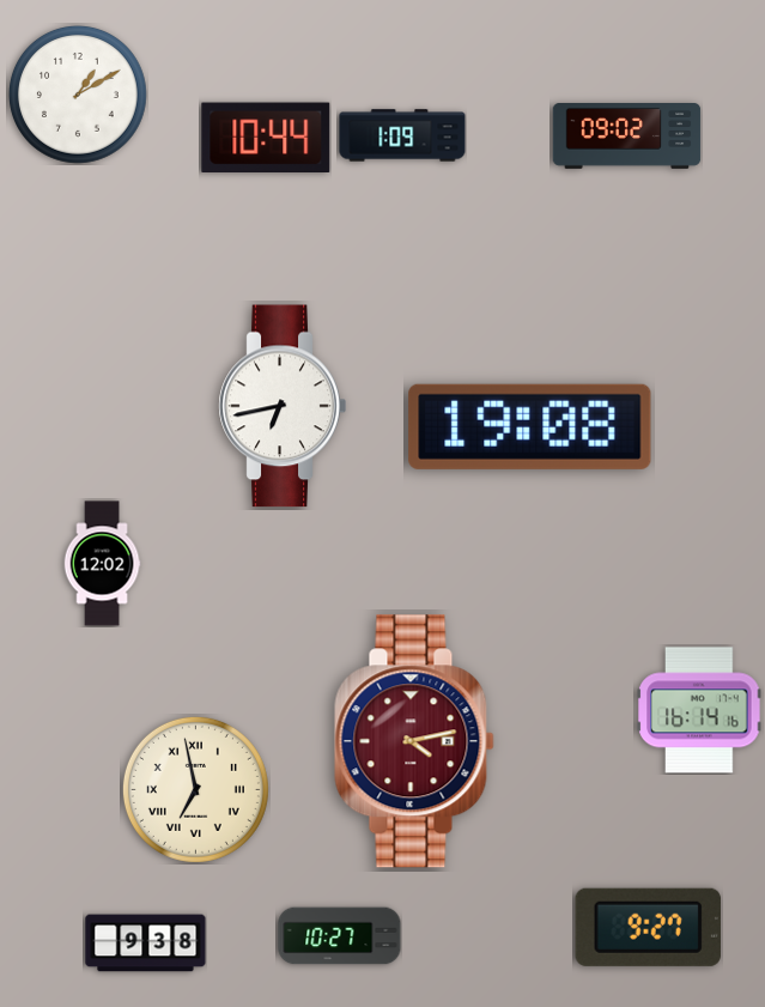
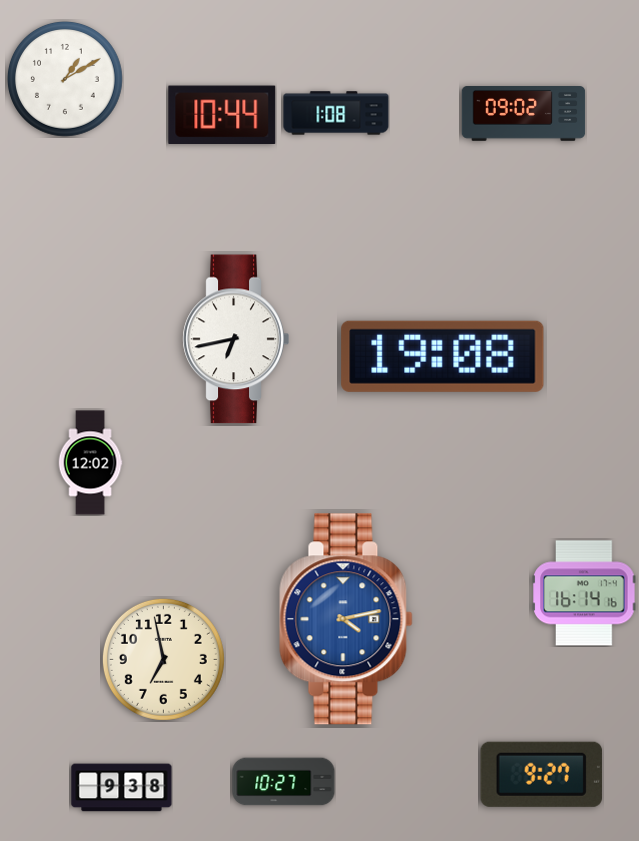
clock at (402, 135): 1:09 -> 1:08
clock at (102, 564) position: (102, 564) -> (90, 463)
clock at (414, 741) dial: burgundy -> blue
clock at (195, 789) numerals: Roman -> Arabic
